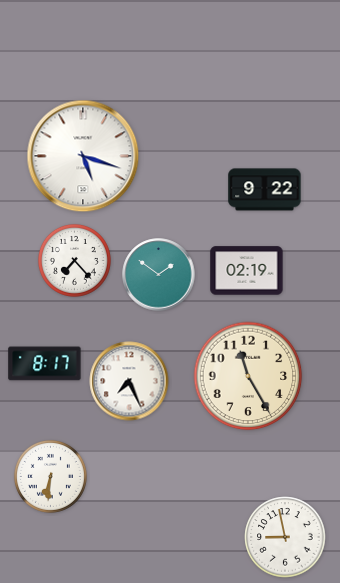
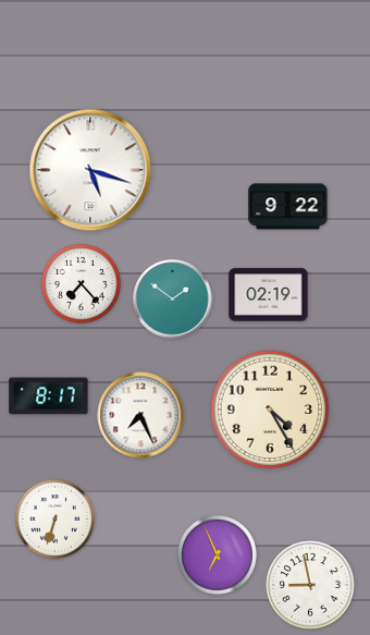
clock at (248, 376): 11:25 -> 4:25
clock at (50, 476): 6:31 -> 6:33
clock at (217, 554): none -> 6:56
